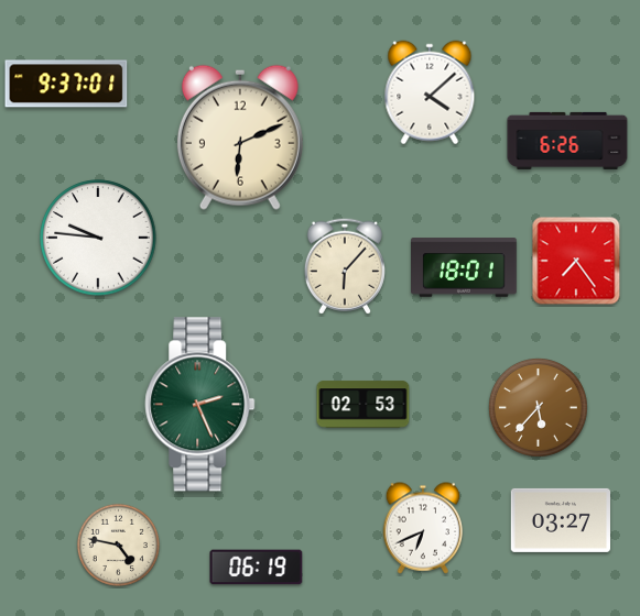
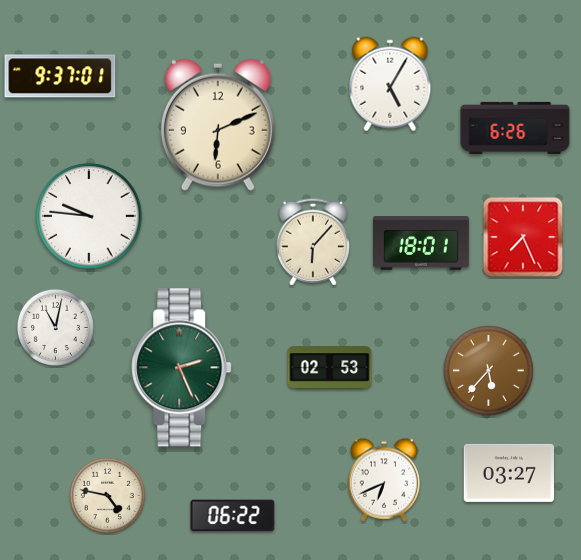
clock at (430, 92): 4:08 -> 5:05
clock at (576, 261): 7:24 -> 7:26
clock at (55, 327): none -> 11:02
clock at (257, 568): 06:19 -> 06:22
